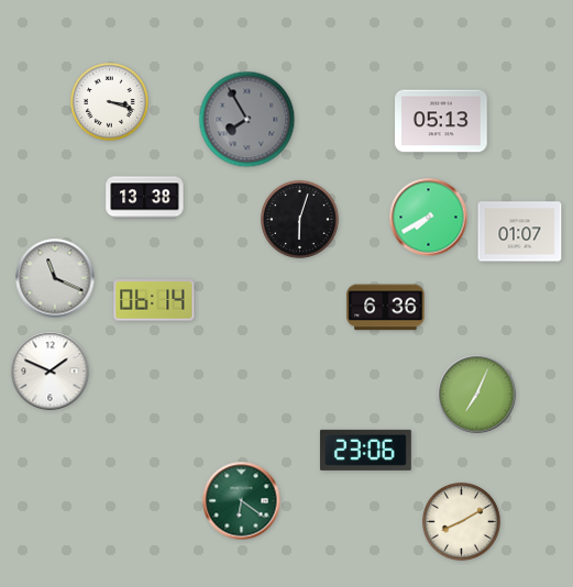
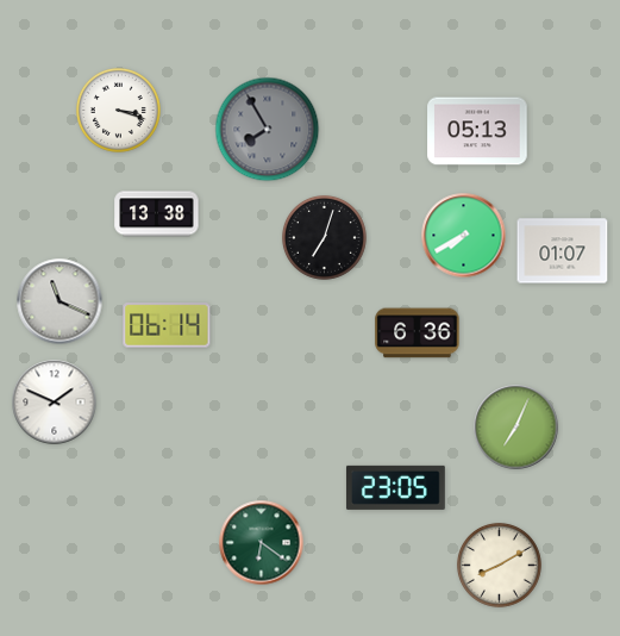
clock at (299, 219): 6:03 -> 7:03
clock at (365, 450): 23:06 -> 23:05
